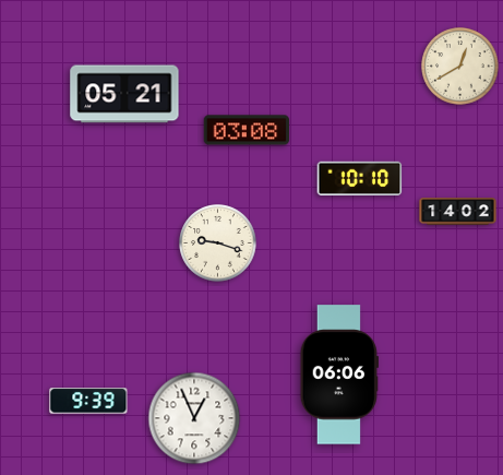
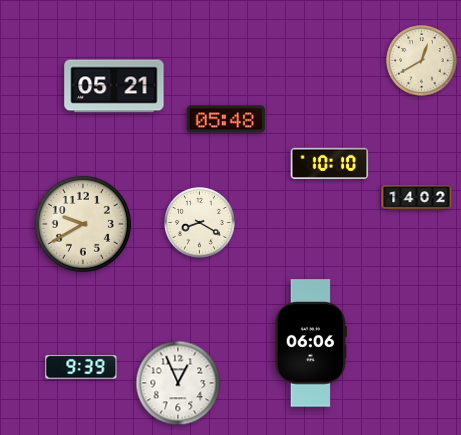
clock at (247, 130): 03:08 -> 05:48
clock at (458, 212) position: (458, 212) -> (417, 198)
clock at (218, 244): 9:18 -> 8:20
clock at (83, 224): none -> 9:40
